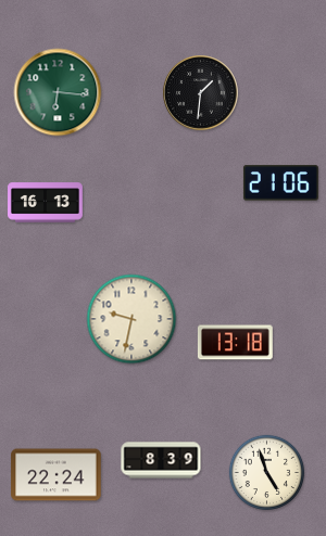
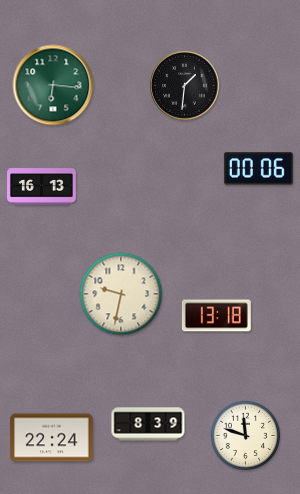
clock at (280, 183): 21:06 -> 00:06
clock at (266, 472): 4:57 -> 11:48
